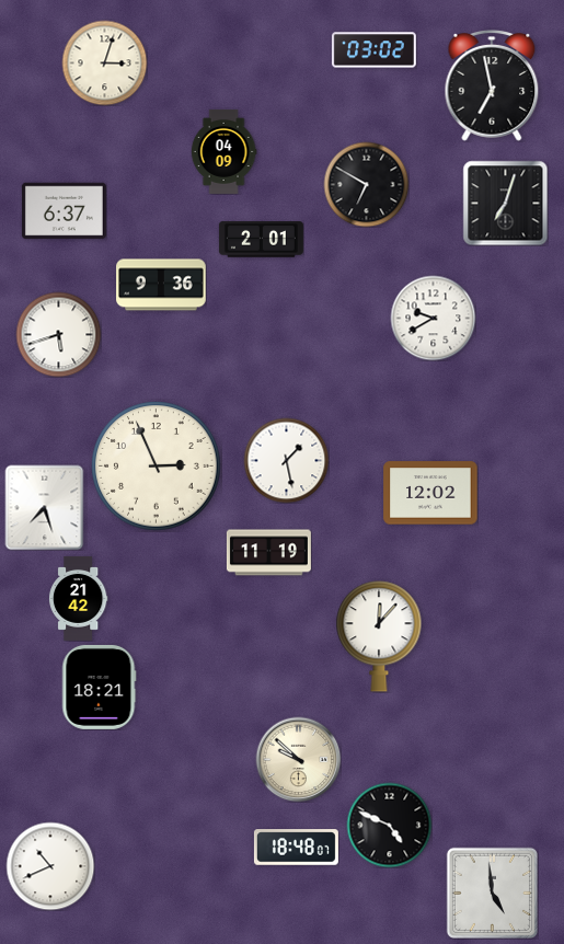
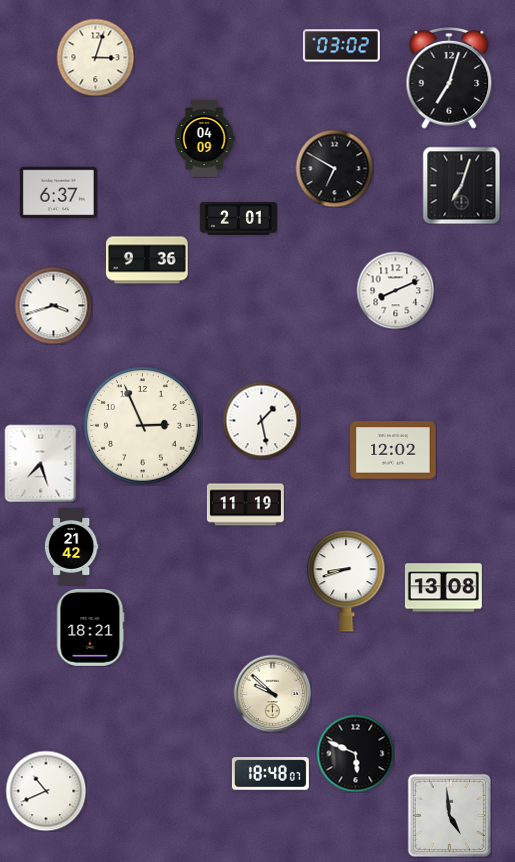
clock at (492, 87): 6:58 -> 7:03
clock at (433, 318): 9:40 -> 8:11
clock at (58, 334): 5:42 -> 3:42
clock at (379, 636): 12:07 -> 8:42
clock at (443, 588): none -> 13:08
clock at (389, 825): 4:49 -> 5:49
